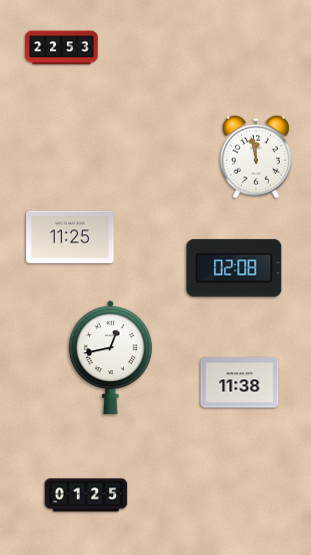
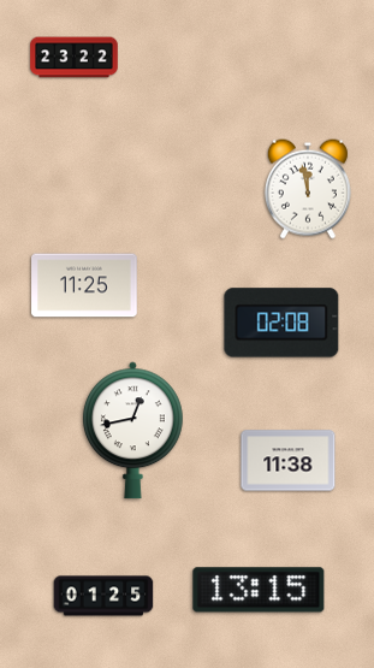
clock at (62, 48): 22:53 -> 23:22
clock at (259, 590): none -> 13:15
